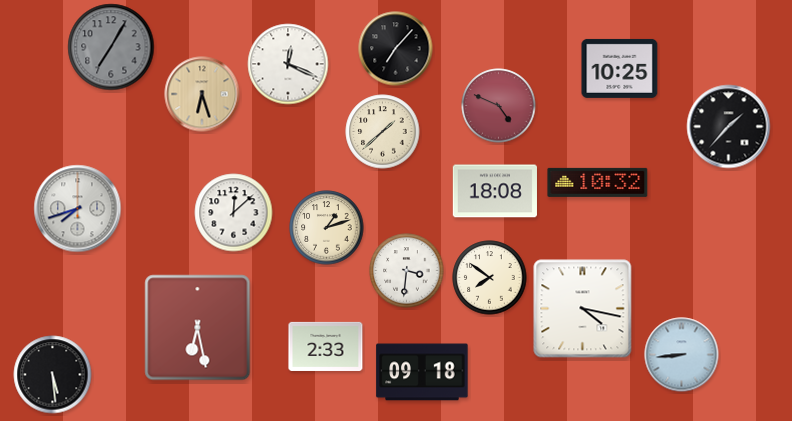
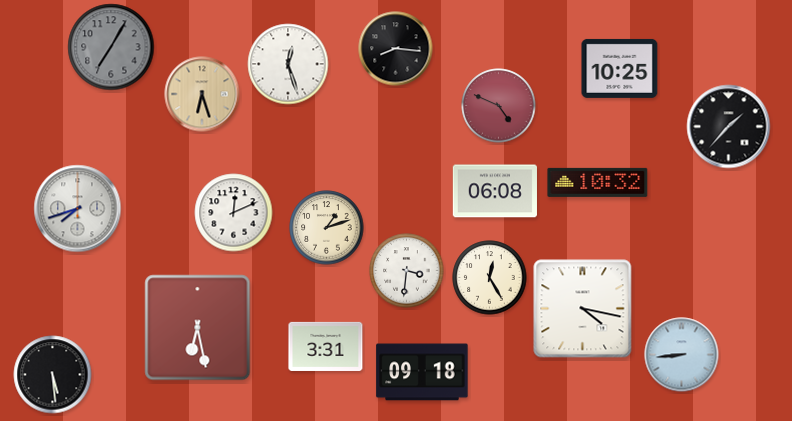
clock at (396, 49): 7:07 -> 8:16
clock at (288, 64): 12:19 -> 12:27
clock at (383, 132): 1:38 -> none
clock at (495, 191): 18:08 -> 06:08
clock at (234, 213): 12:08 -> 12:11
clock at (490, 278): 7:51 -> 12:25
clock at (326, 346): 2:33 -> 3:31
